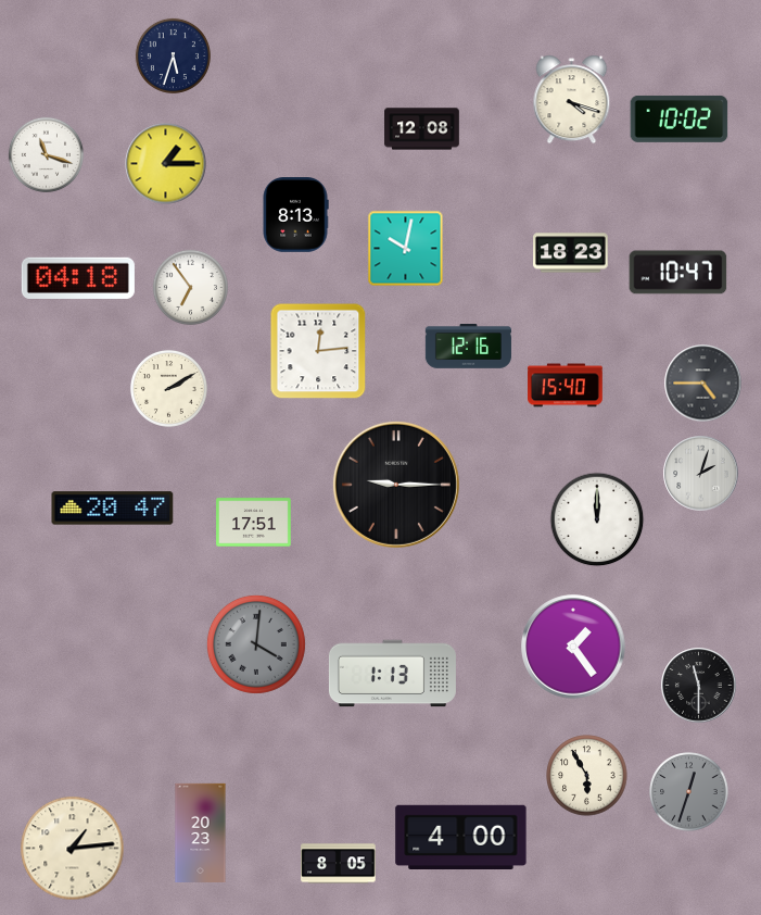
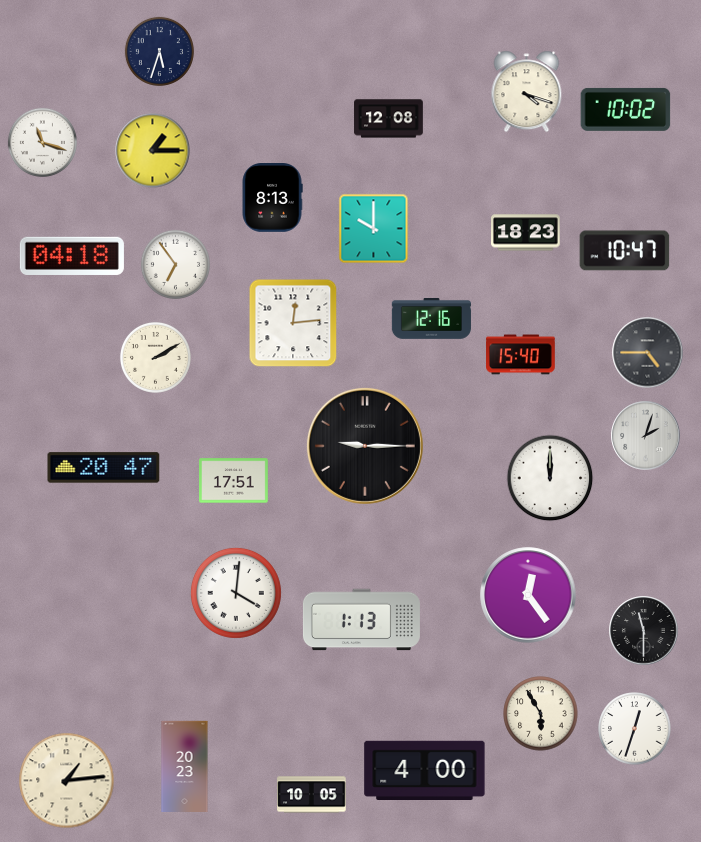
clock at (406, 249): 10:02 -> 10:00
clock at (256, 644) dial: grey -> white
clock at (573, 647): 1:24 -> 12:24
clock at (689, 792) dial: grey -> white
clock at (339, 864): 8:05 -> 10:05
